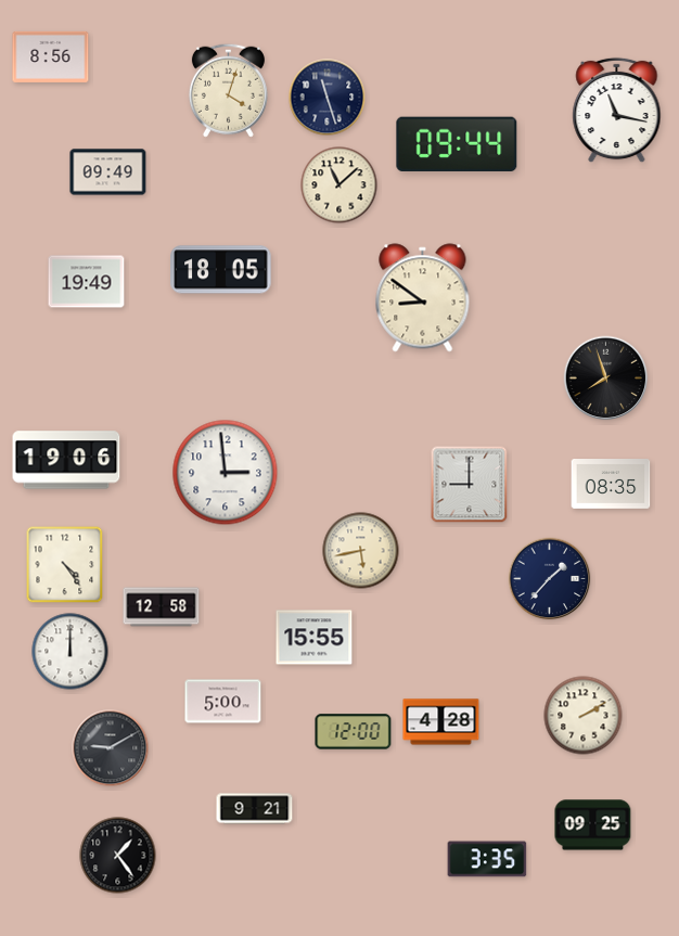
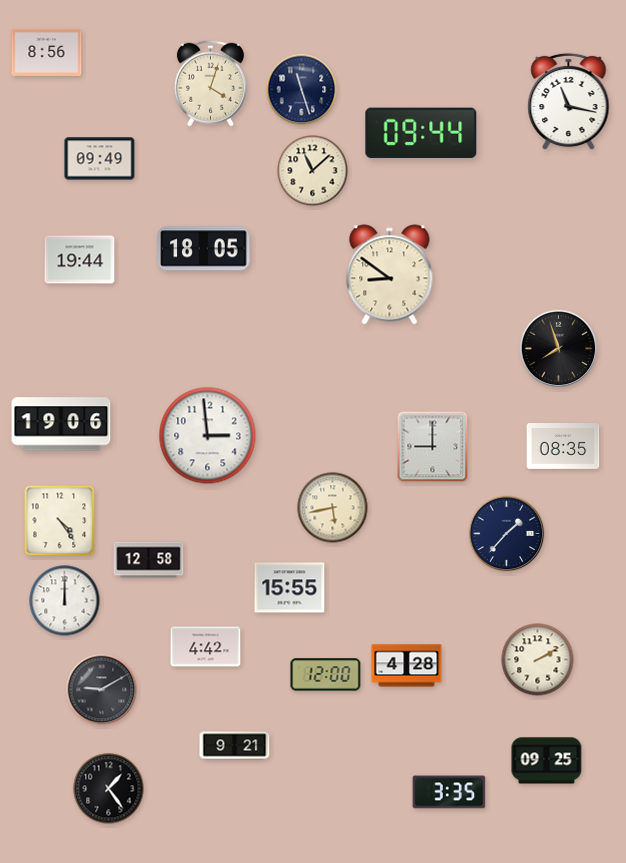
clock at (87, 282): 19:49 -> 19:44
clock at (223, 702): 5:00 -> 4:42
